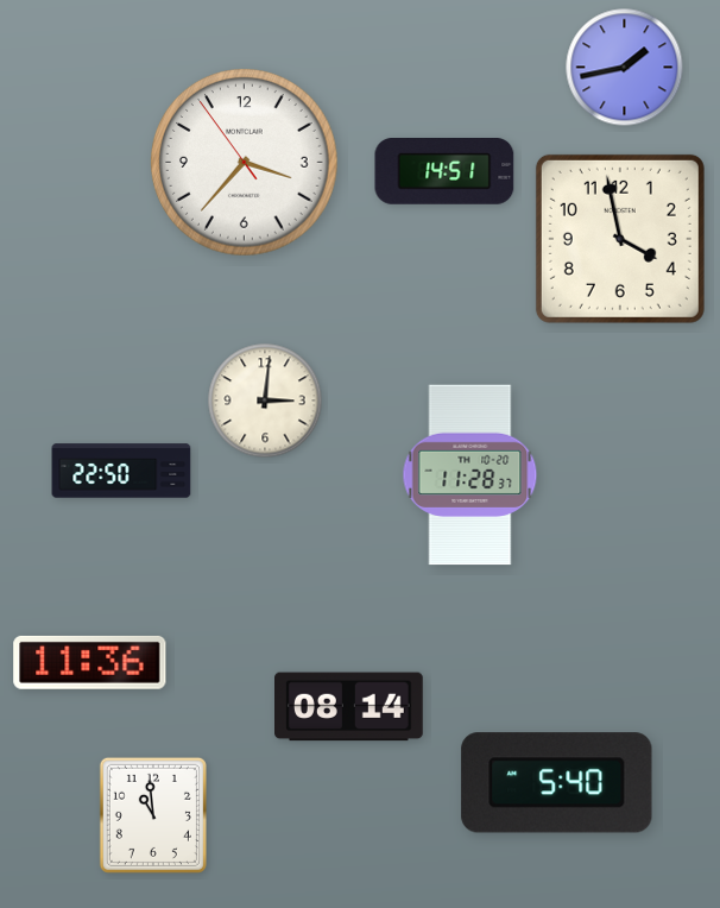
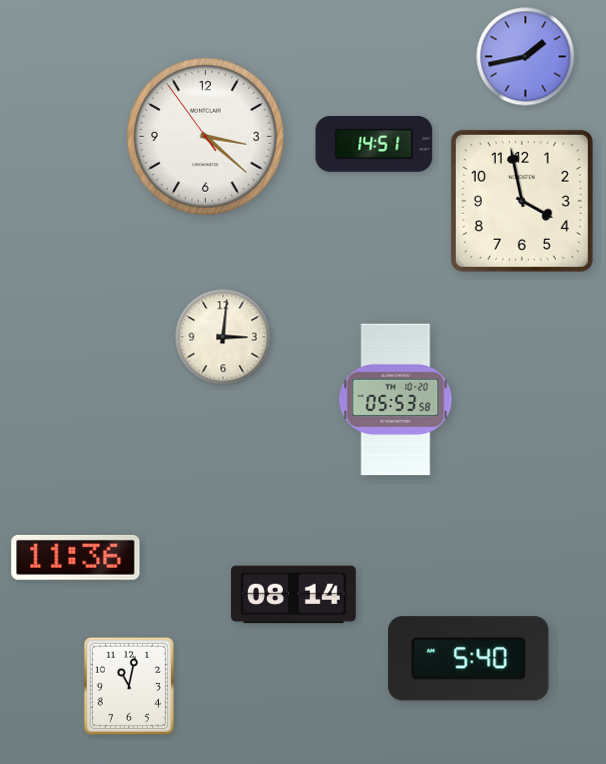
clock at (245, 163): 3:36 -> 3:21
clock at (121, 471): 22:50 -> none
clock at (470, 475): 11:28 -> 05:53
clock at (153, 815): 10:59 -> 11:02
